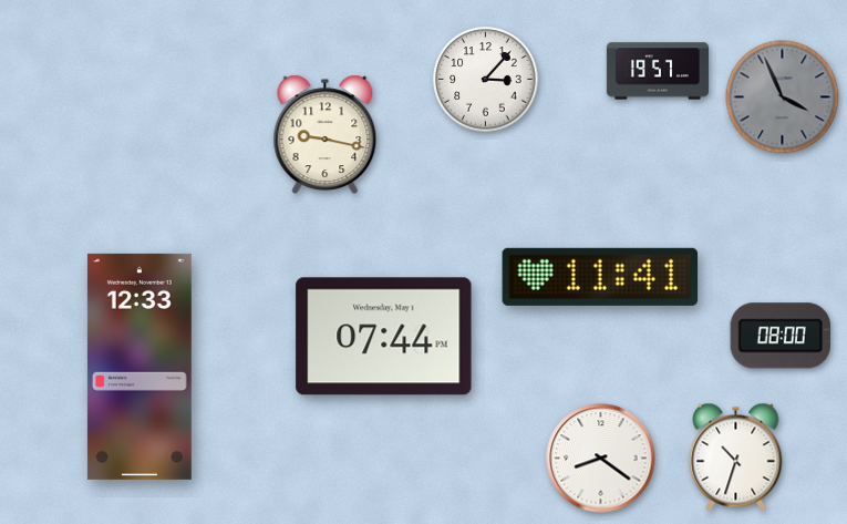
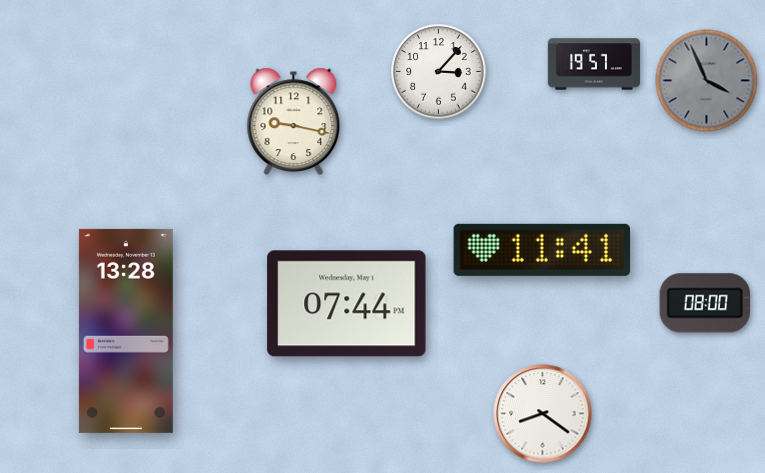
clock at (783, 97) position: (783, 97) -> (707, 81)
clock at (140, 367): 12:33 -> 13:28
clock at (736, 456): 10:33 -> none
